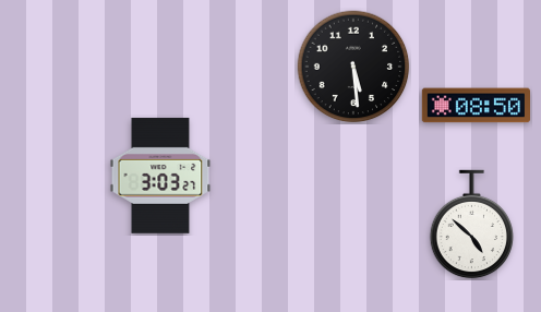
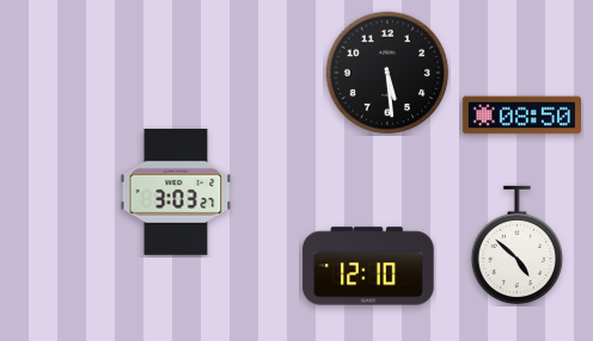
clock at (368, 266): none -> 12:10
